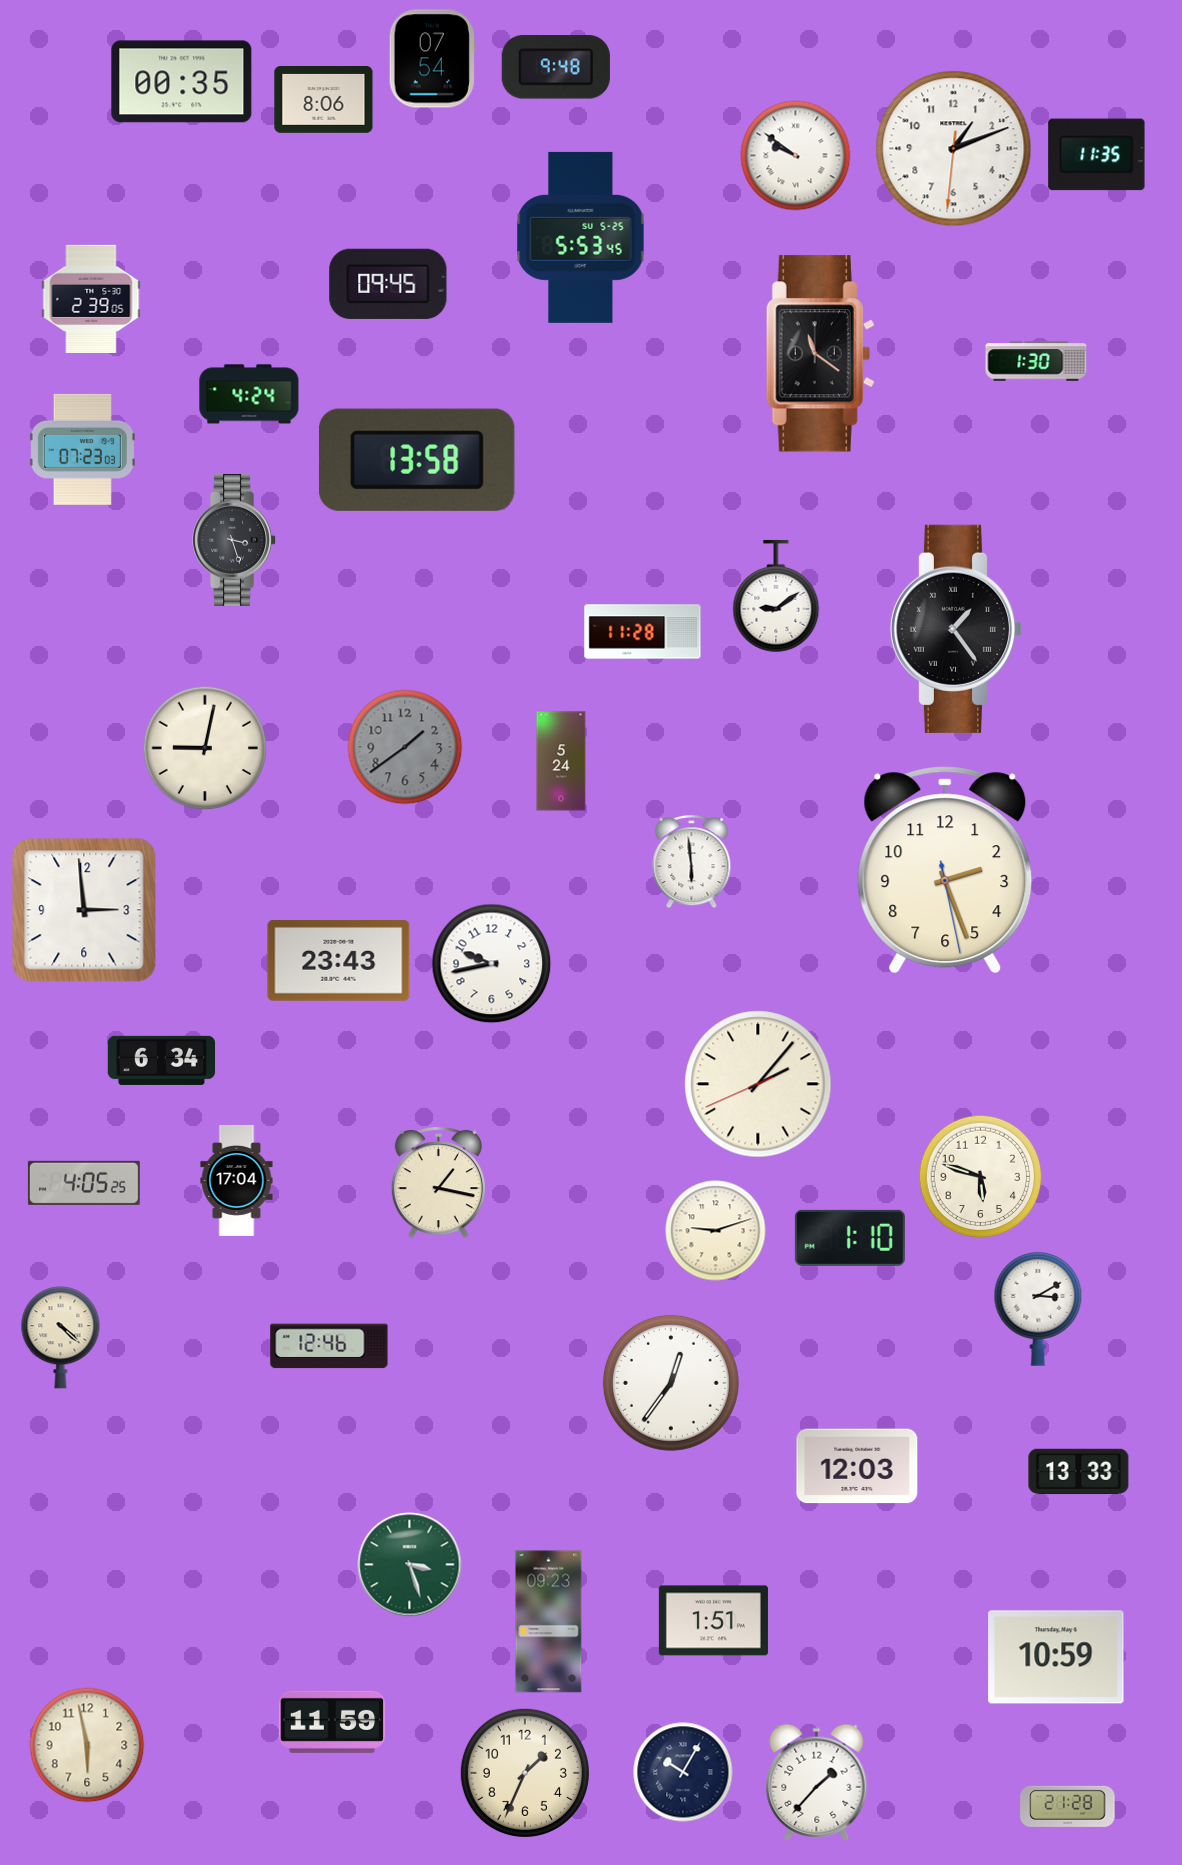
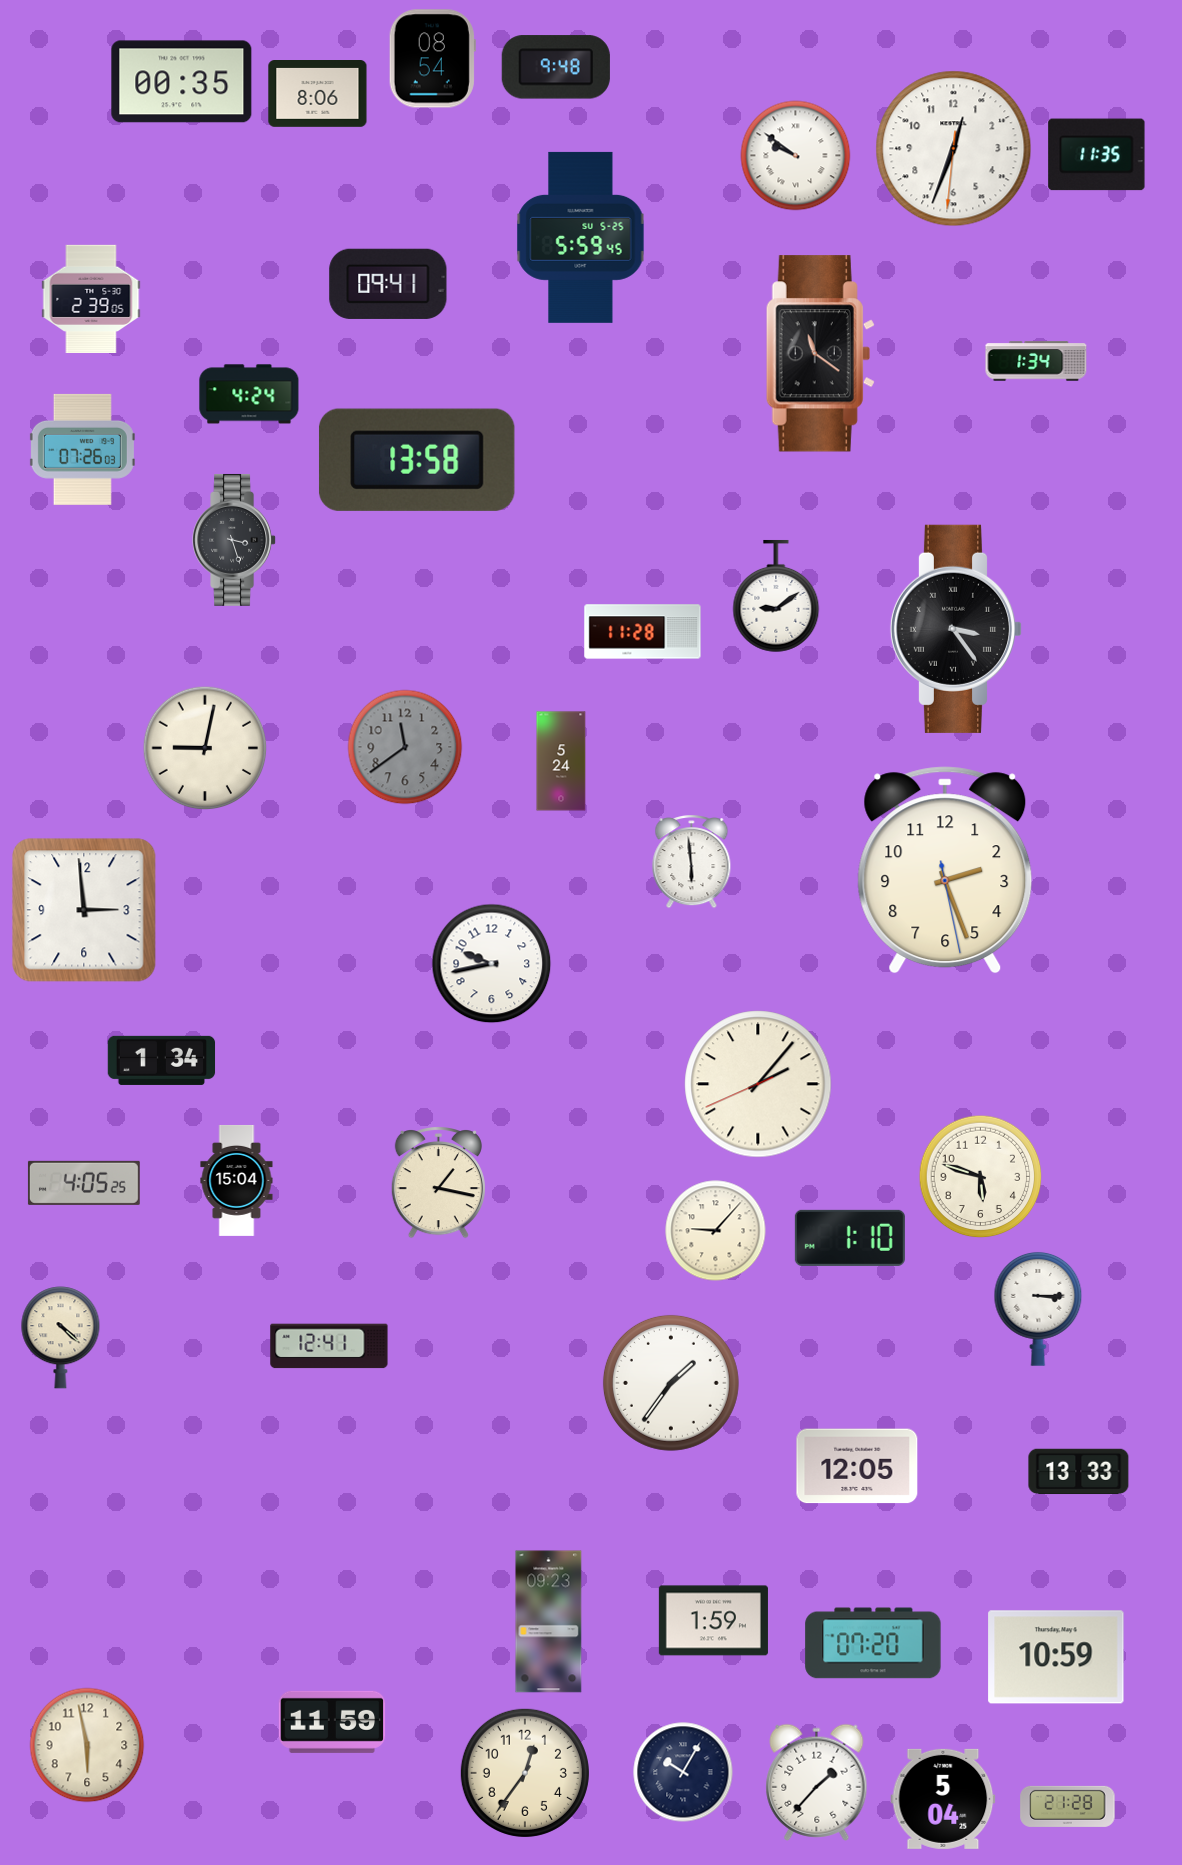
clock at (432, 59): 07:54 -> 08:54
clock at (324, 100) position: (324, 100) -> (318, 94)
clock at (954, 149): 1:11 -> 12:33
clock at (581, 237): 5:53 -> 5:59
clock at (388, 284): 09:45 -> 09:41
clock at (1036, 361): 1:30 -> 1:34
clock at (82, 449): 07:23 -> 07:26
clock at (955, 629): 1:24 -> 3:24
clock at (405, 747): 1:39 -> 11:39
clock at (339, 961): 23:43 -> none
clock at (162, 1060): 6:34 -> 1:34
clock at (237, 1180): 17:04 -> 15:04
clock at (716, 1231): 9:12 -> 9:07
clock at (1038, 1309): 3:10 -> 3:15
clock at (329, 1346): 12:46 -> 12:41
clock at (671, 1383): 12:36 -> 1:36
clock at (857, 1466): 12:03 -> 12:05
clock at (410, 1565): 3:27 -> none
clock at (713, 1621): 1:51 -> 1:59
clock at (873, 1643): none -> 07:20
clock at (525, 1773): 1:34 -> 12:36
clock at (943, 1799): none -> 5:04
